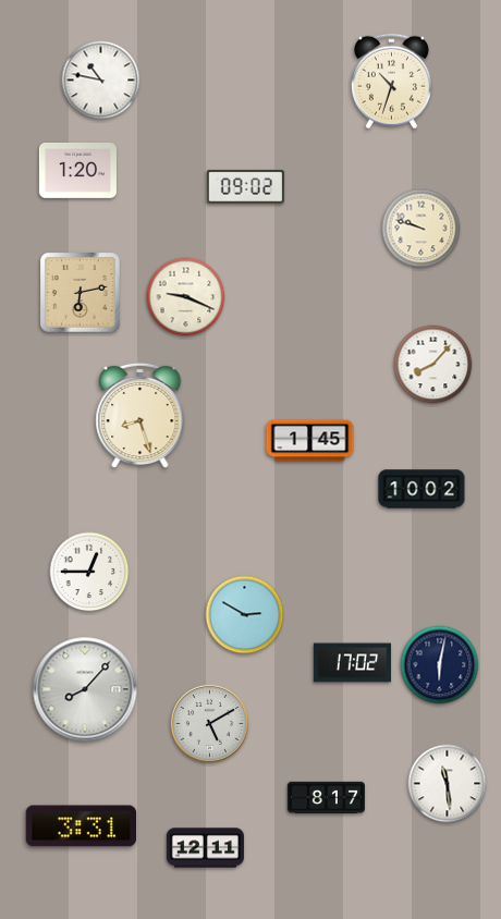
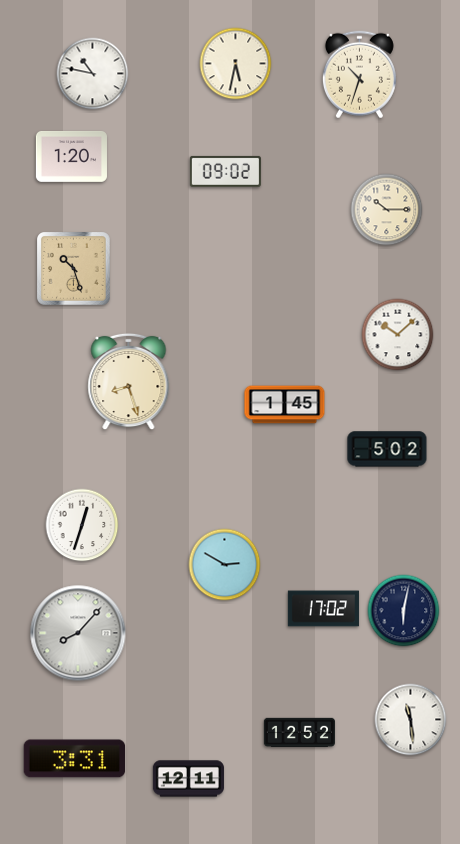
clock at (236, 64): none -> 5:32
clock at (421, 229): 9:48 -> 10:15
clock at (81, 293): 6:13 -> 10:27
clock at (186, 297): 9:19 -> none
clock at (433, 365): 8:07 -> 10:08
clock at (421, 489): 10:02 -> 5:02
clock at (89, 572): 12:45 -> 12:33
clock at (209, 723): 5:10 -> none
clock at (326, 797): 8:17 -> 12:52
